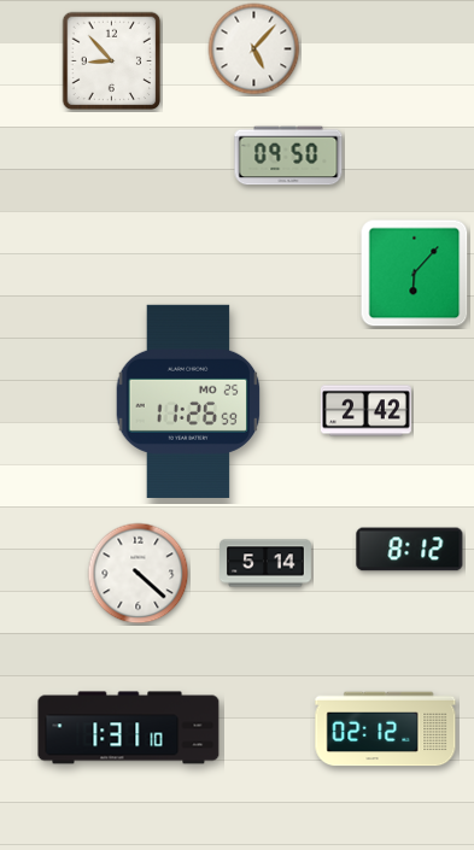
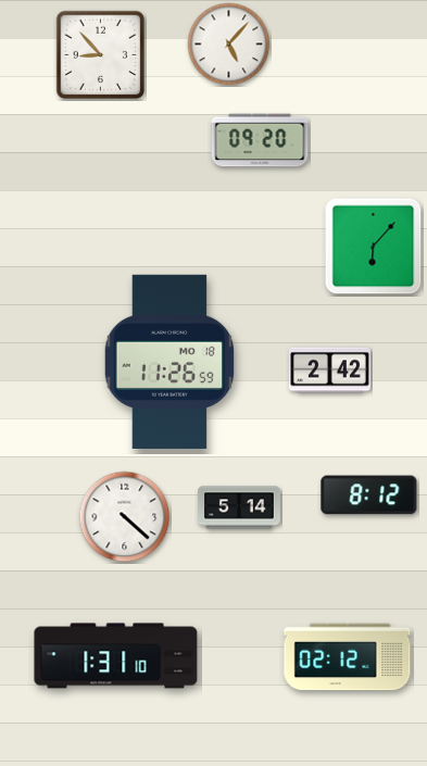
clock at (288, 156): 09:50 -> 09:20
clock at (188, 401) date: MO 25 -> MO 18
